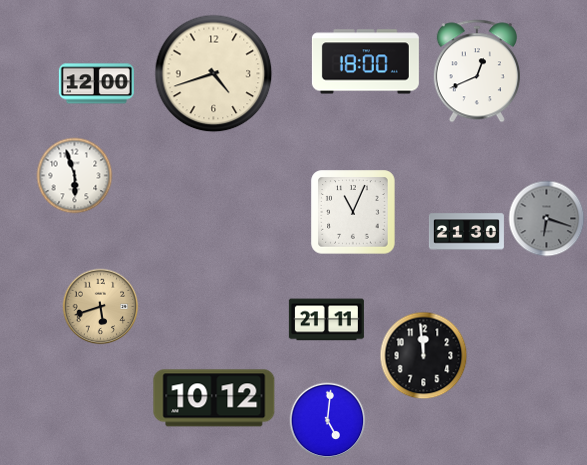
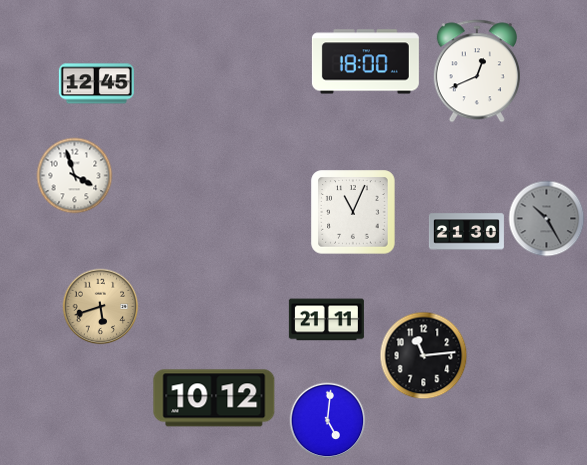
clock at (214, 74): 4:42 -> none
clock at (96, 84): 12:00 -> 12:45
clock at (75, 176): 5:57 -> 3:57
clock at (547, 219): 6:18 -> 10:25
clock at (424, 356): 11:59 -> 11:14
